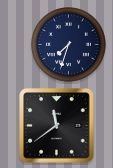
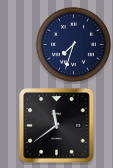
clock at (68, 44) position: (68, 44) -> (73, 44)
